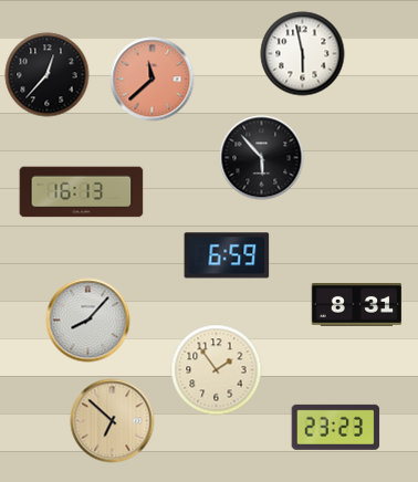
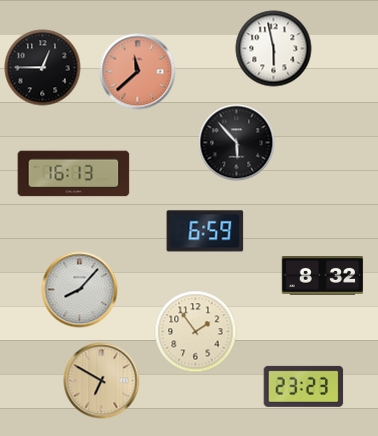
clock at (48, 75): 12:37 -> 12:45
clock at (357, 305): 8:31 -> 8:32
clock at (217, 370) position: (217, 370) -> (196, 332)
clock at (113, 421): 6:52 -> 6:50
